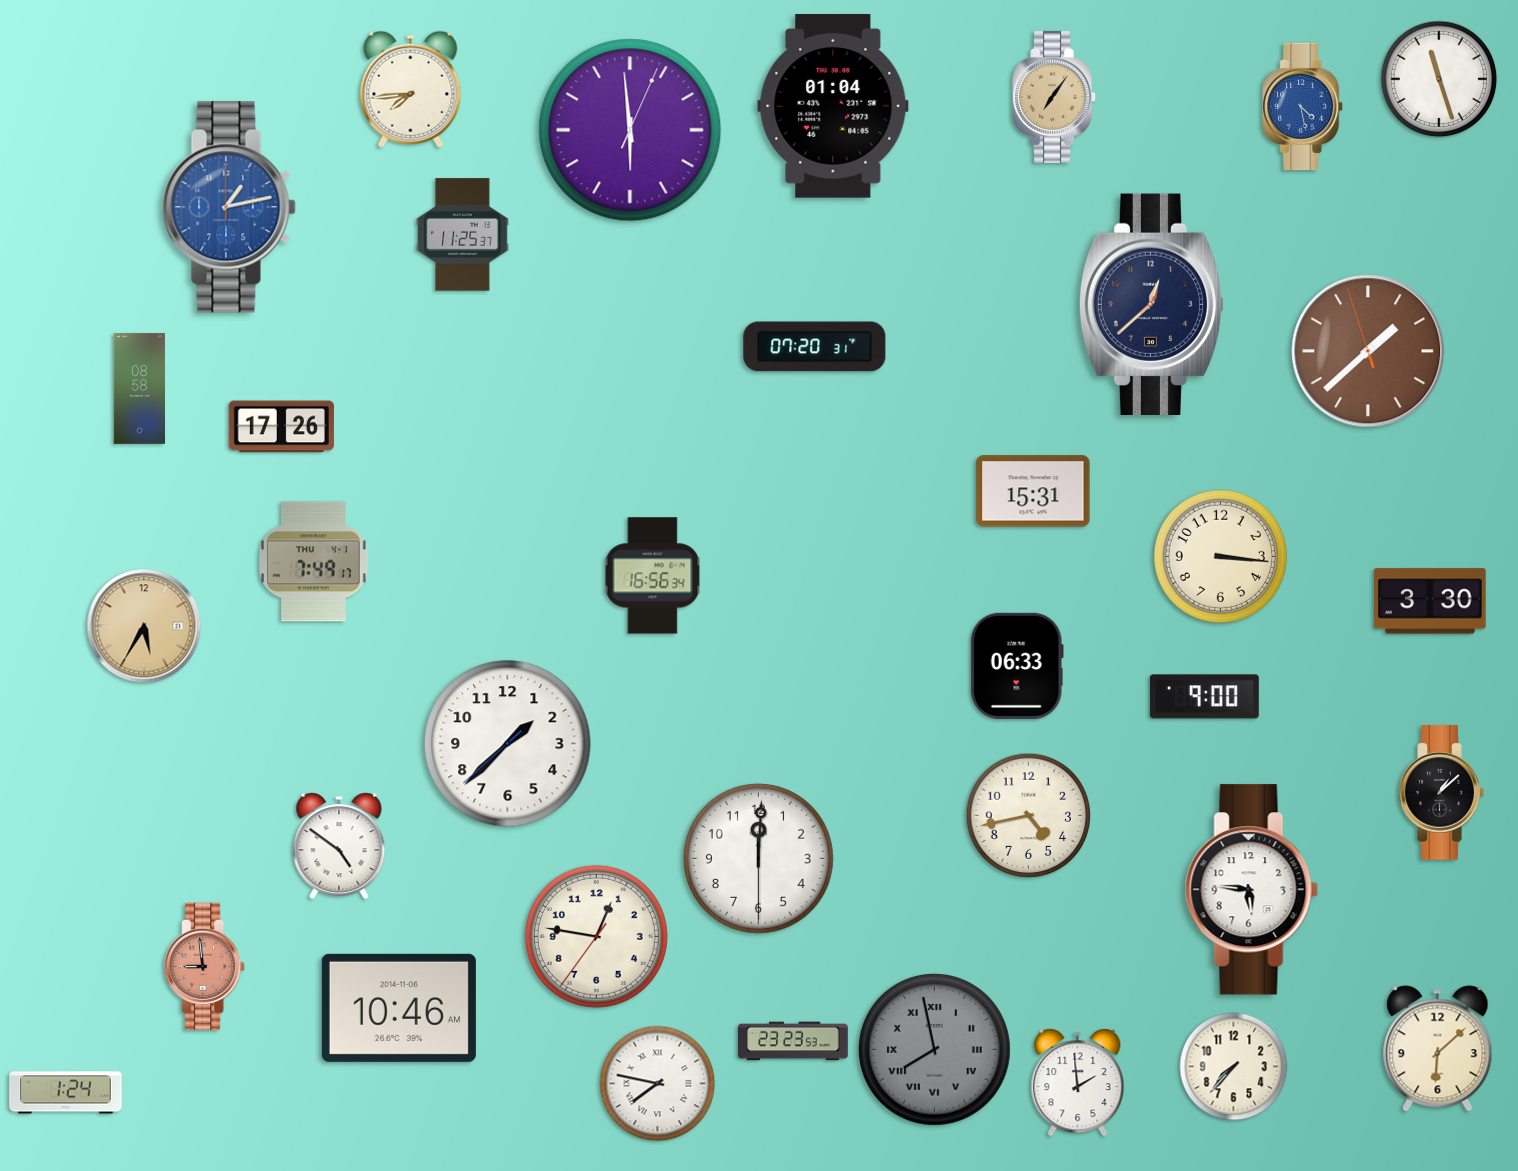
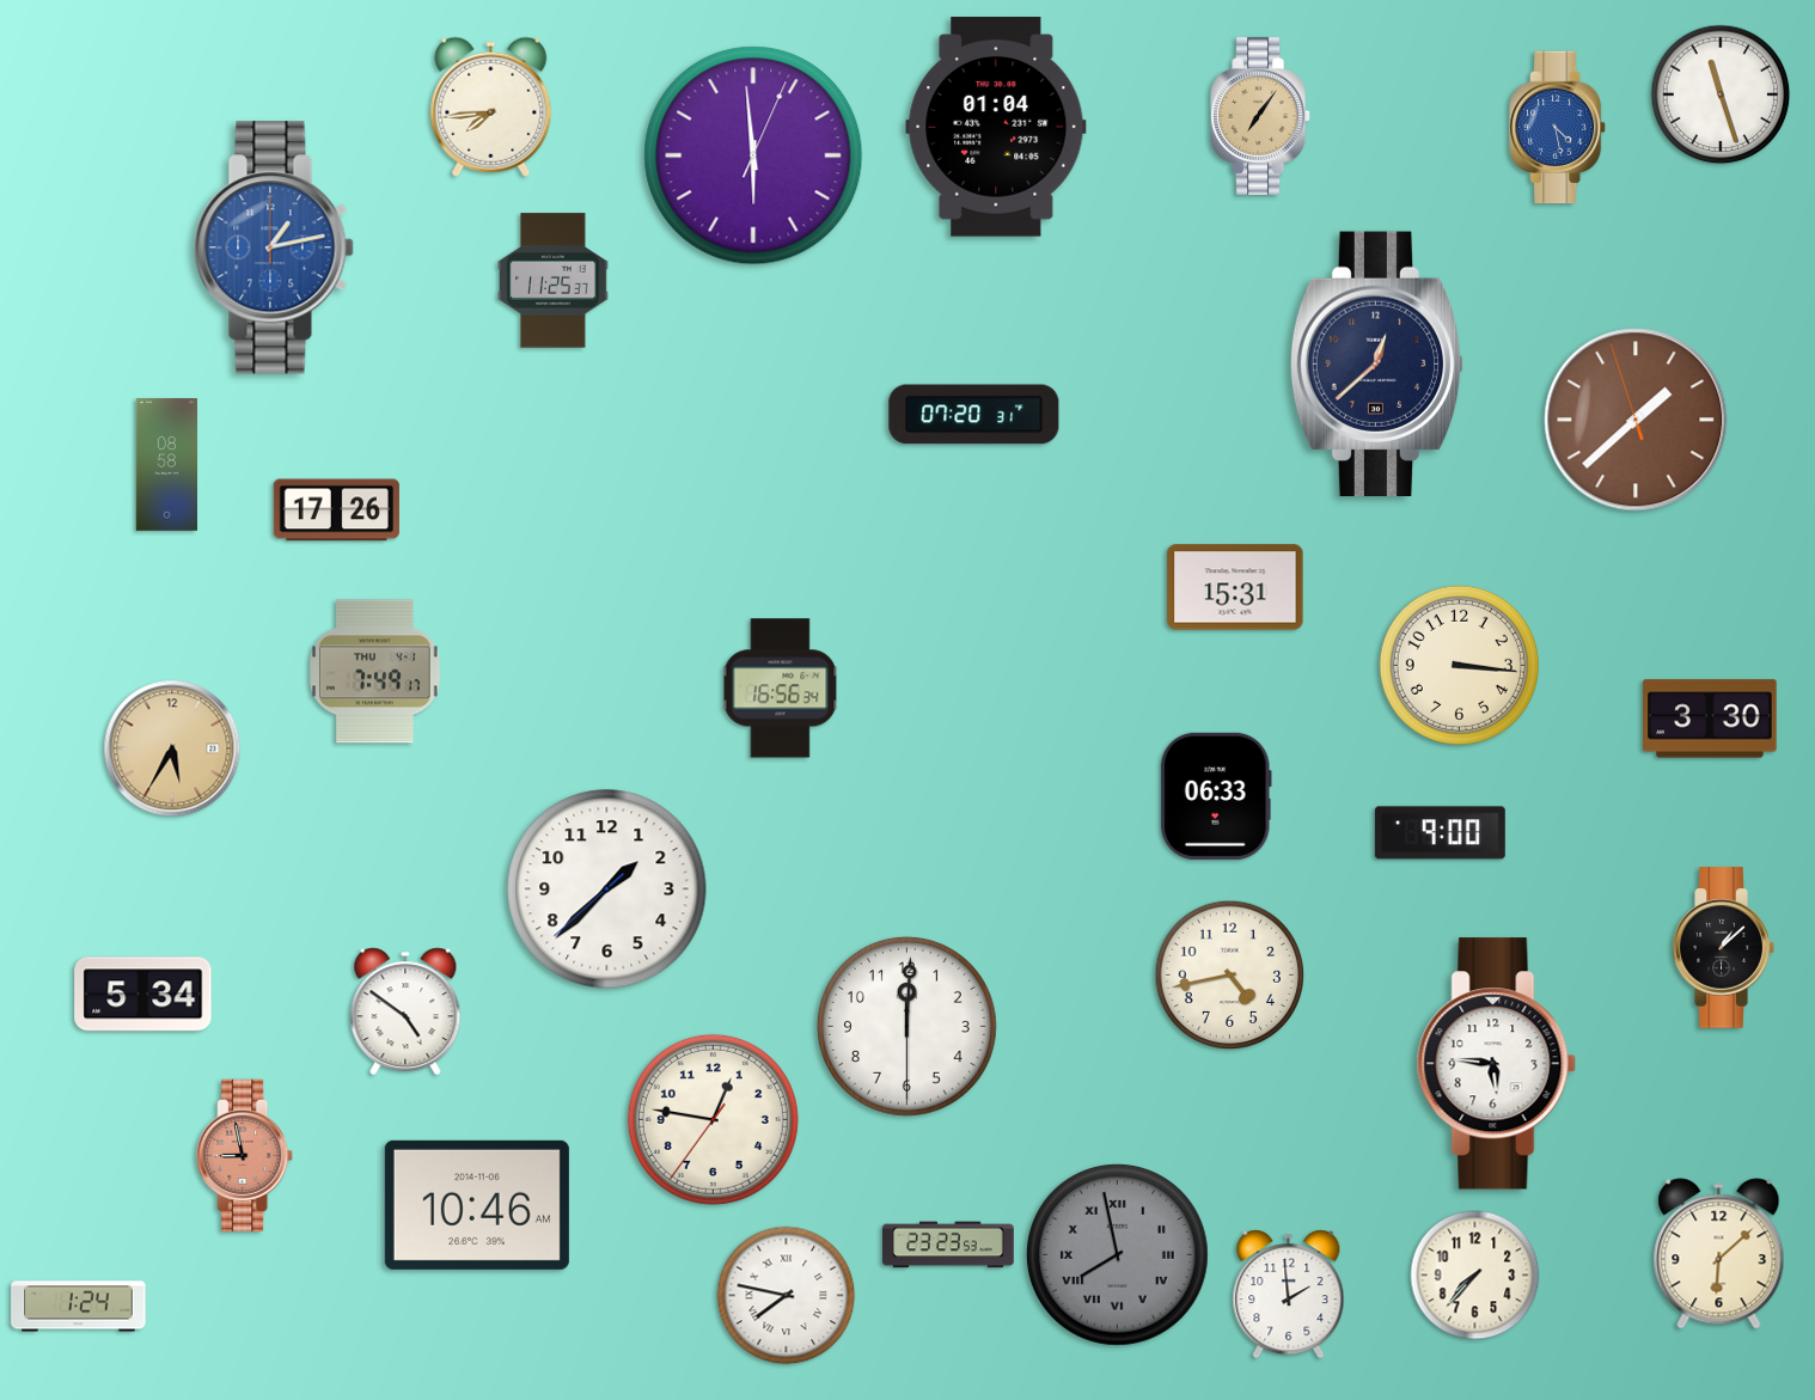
clock at (143, 995): none -> 5:34
clock at (205, 967): 8:59 -> 8:58
